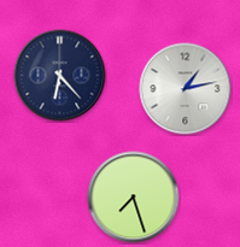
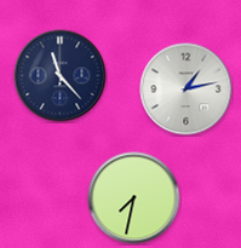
clock at (60, 76): 6:23 -> 11:23
clock at (134, 198): 7:27 -> 7:32
